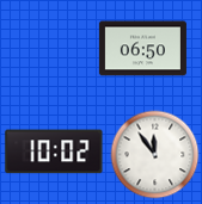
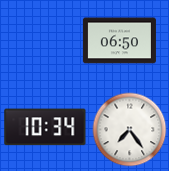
clock at (54, 152): 10:02 -> 10:34
clock at (155, 155): 11:54 -> 7:24
